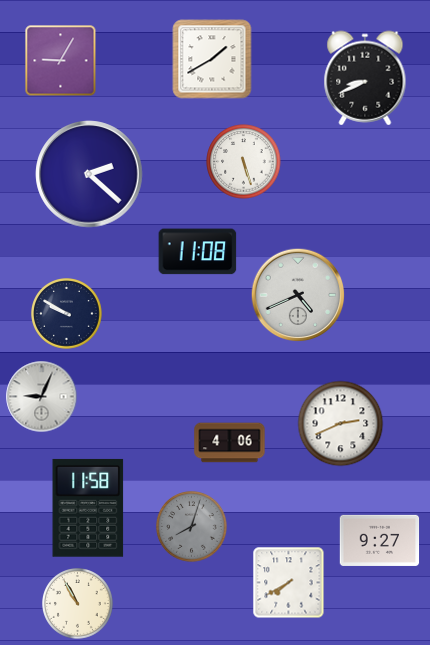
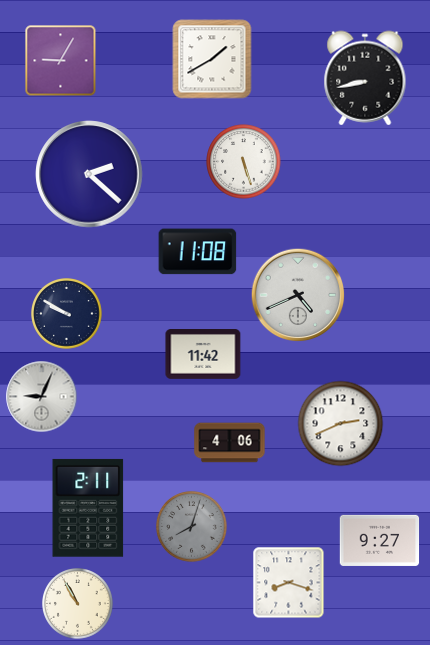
clock at (365, 78): 8:41 -> 8:43
clock at (203, 355): none -> 11:42
clock at (88, 508): 11:58 -> 2:11
clock at (289, 583): 7:40 -> 8:18
